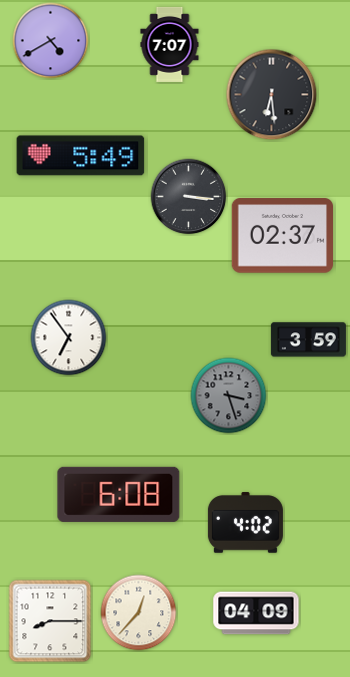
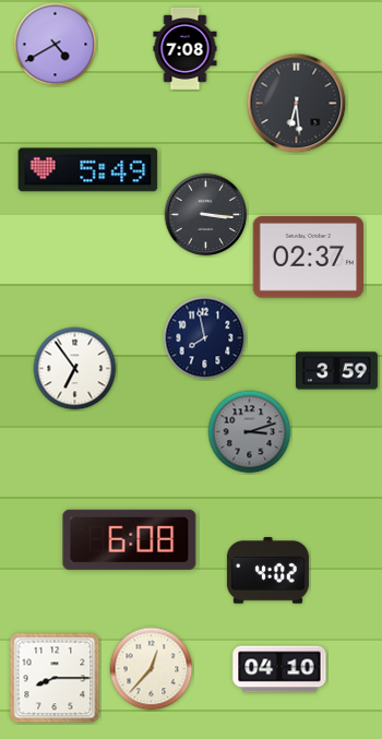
clock at (170, 44): 7:07 -> 7:08
clock at (205, 338): none -> 7:58
clock at (229, 396): 3:27 -> 3:12
clock at (256, 613): 04:09 -> 04:10
